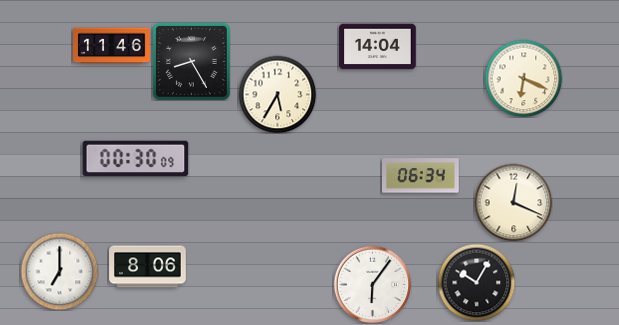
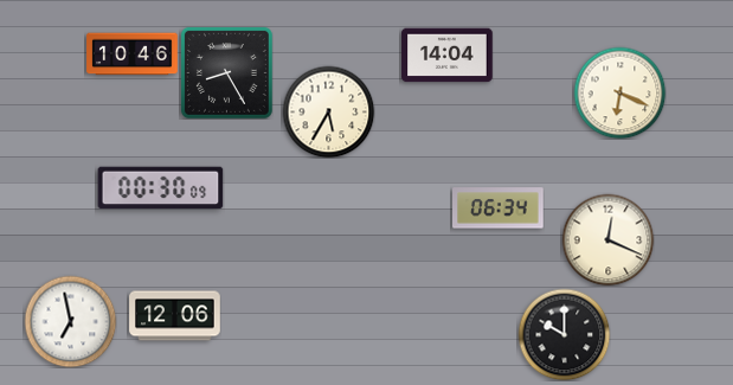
clock at (112, 46): 11:46 -> 10:46
clock at (148, 267): 8:06 -> 12:06
clock at (59, 271): 7:00 -> 6:58
clock at (476, 282): 10:05 -> 10:00
clock at (372, 284): 6:06 -> none
